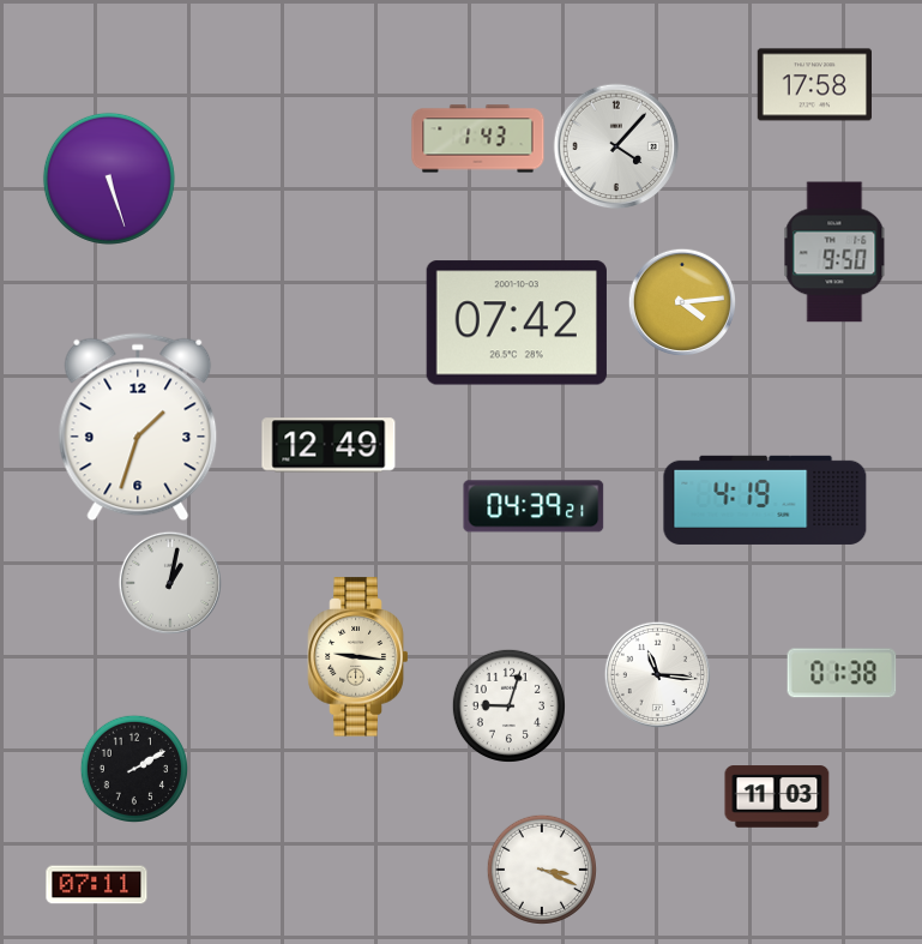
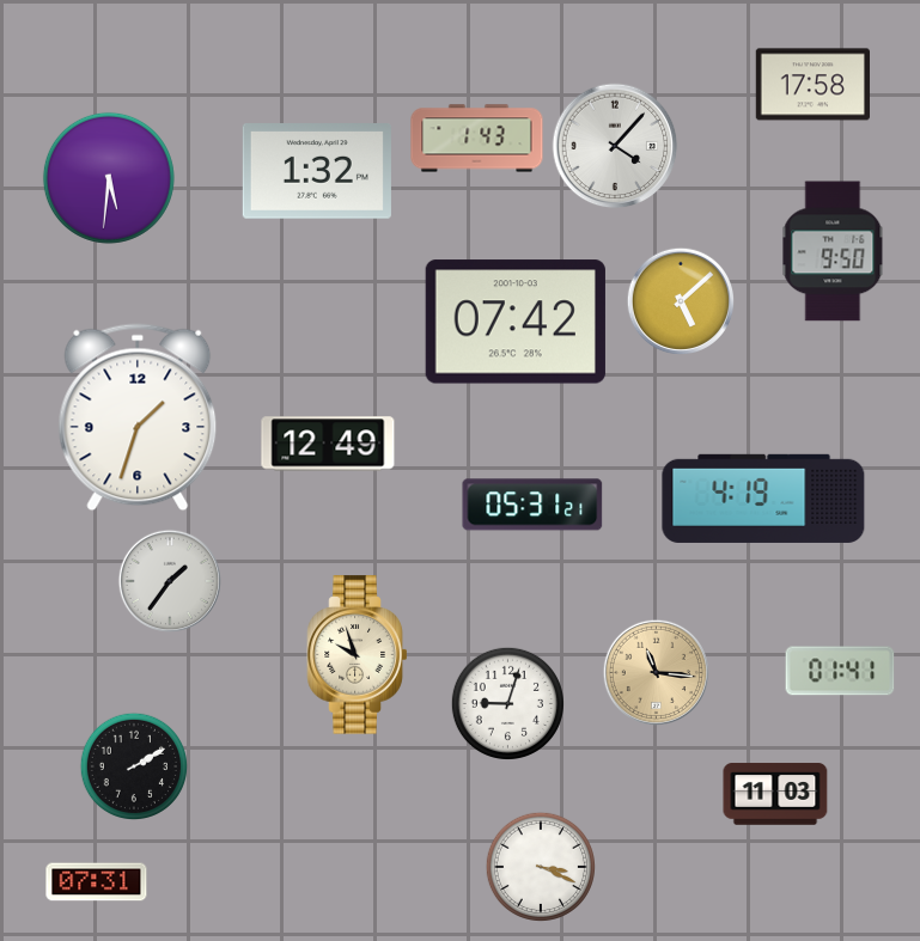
clock at (317, 172): none -> 1:32
clock at (109, 179): 5:27 -> 5:31
clock at (681, 301): 4:14 -> 5:08
clock at (138, 427) position: (138, 427) -> (138, 417)
clock at (534, 506): 04:39 -> 05:31
clock at (170, 583): 1:02 -> 1:36
clock at (358, 657): 9:16 -> 9:57
clock at (842, 673): 01:38 -> 01:41
clock at (657, 674) dial: white -> champagne
clock at (97, 885): 07:11 -> 07:31
